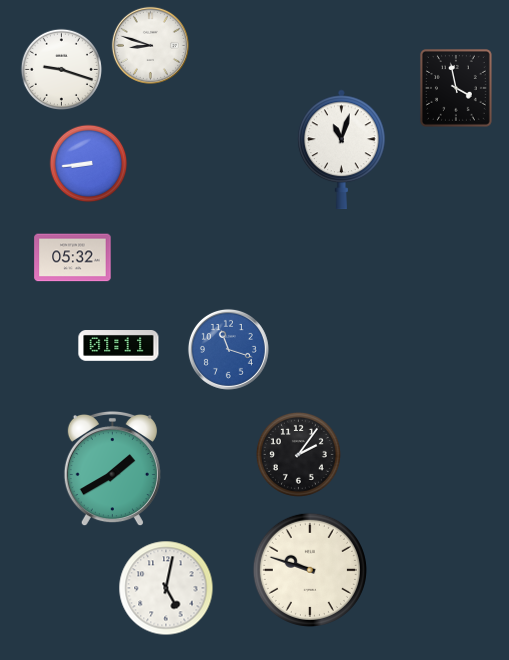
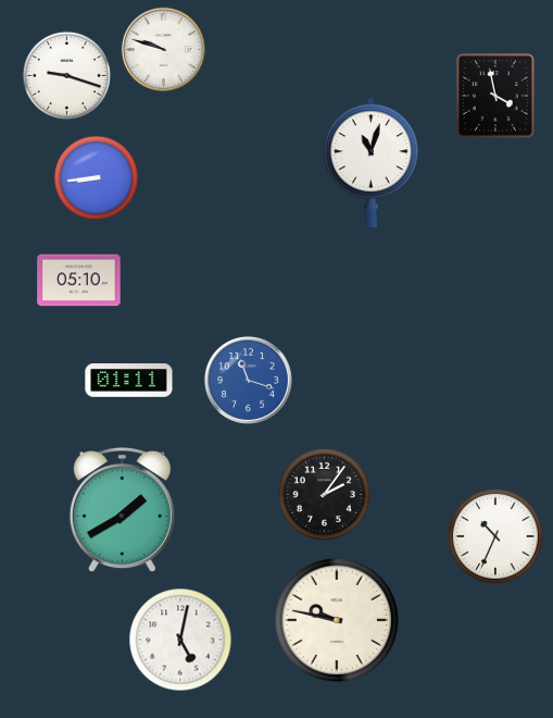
clock at (150, 45): 8:48 -> 9:48
clock at (73, 258): 05:32 -> 05:10
clock at (119, 346) position: (119, 346) -> (129, 381)
clock at (495, 536): none -> 10:34
clock at (310, 570): 9:48 -> 9:47
